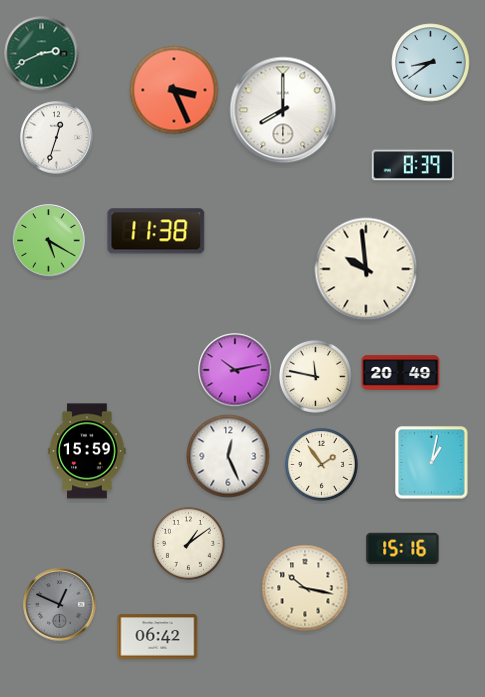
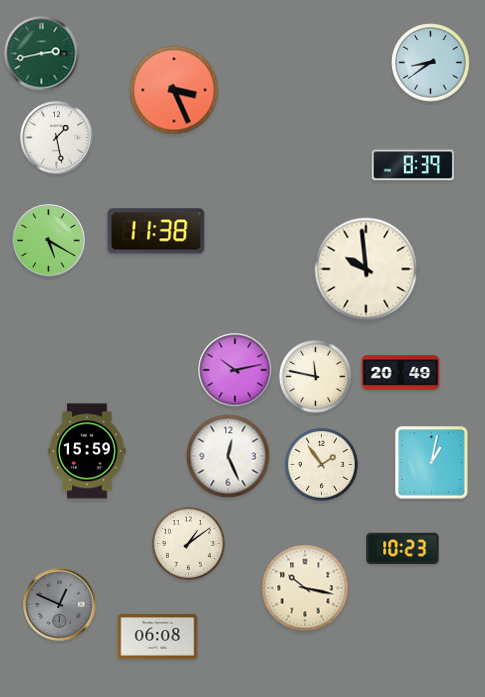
clock at (42, 54): 2:41 -> 2:43
clock at (283, 110): 8:00 -> none
clock at (57, 138): 12:33 -> 1:28
clock at (403, 548): 15:16 -> 10:23
clock at (158, 637): 06:42 -> 06:08
